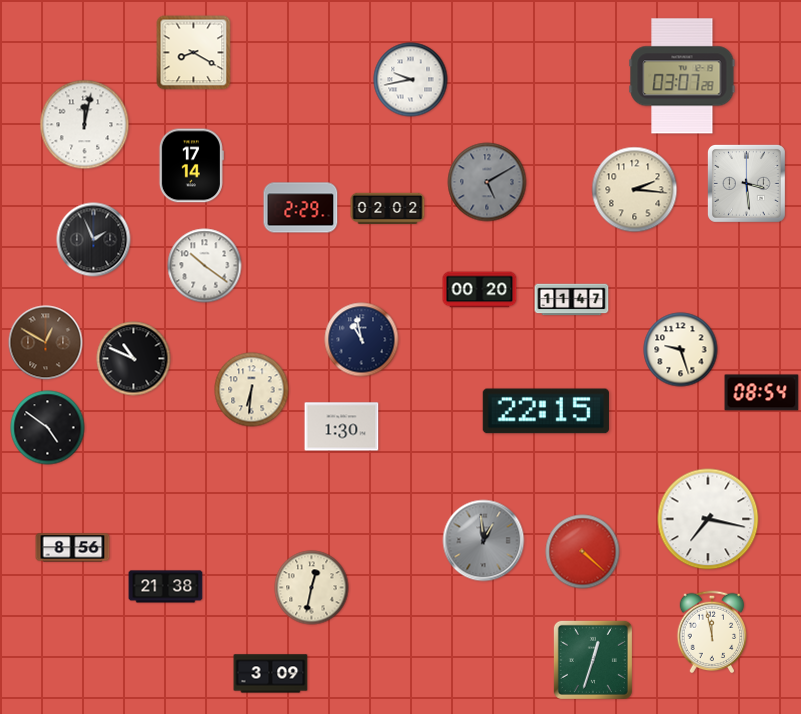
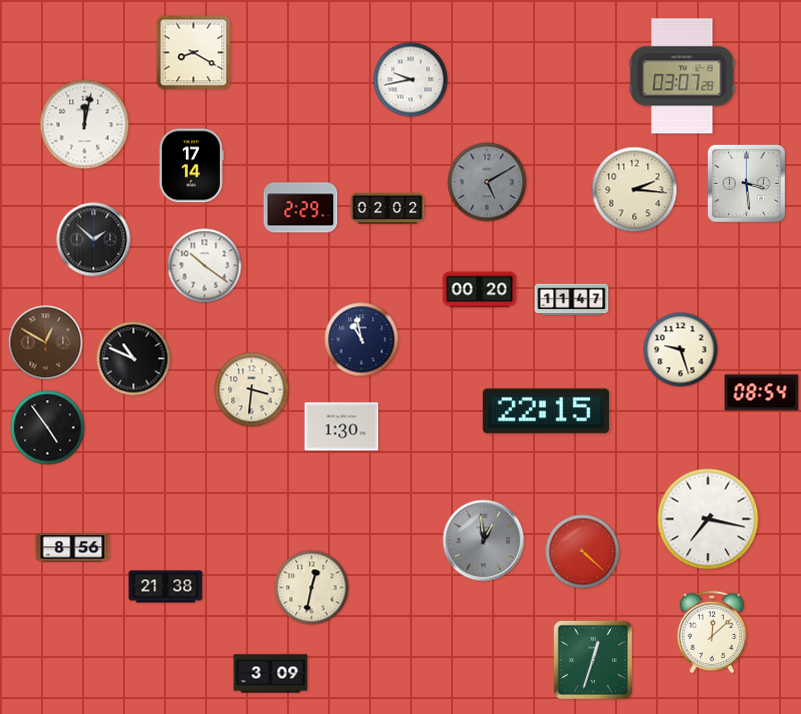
clock at (94, 240): 1:56 -> 1:52
clock at (252, 390): 6:31 -> 3:31
clock at (48, 428): 4:51 -> 4:54
clock at (712, 632): 11:58 -> 12:08
